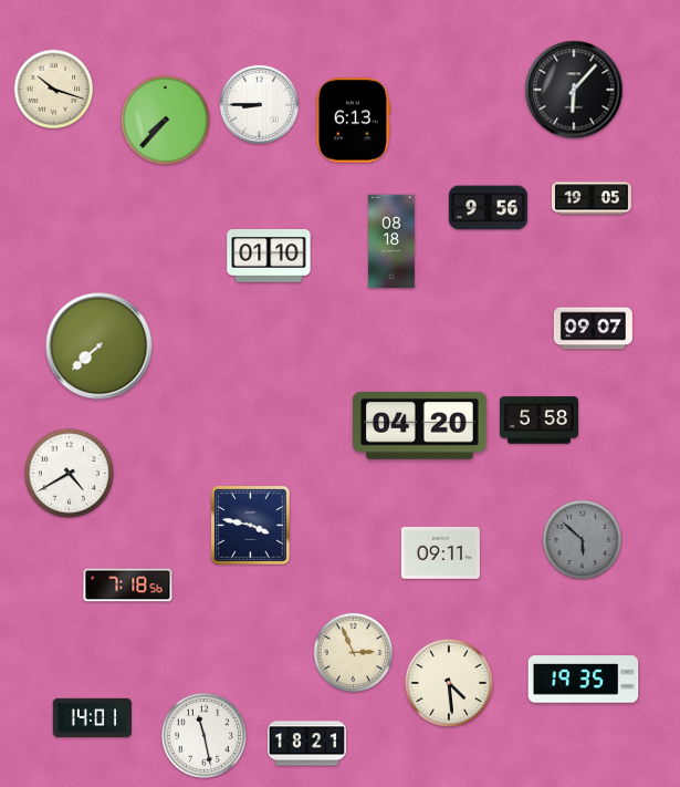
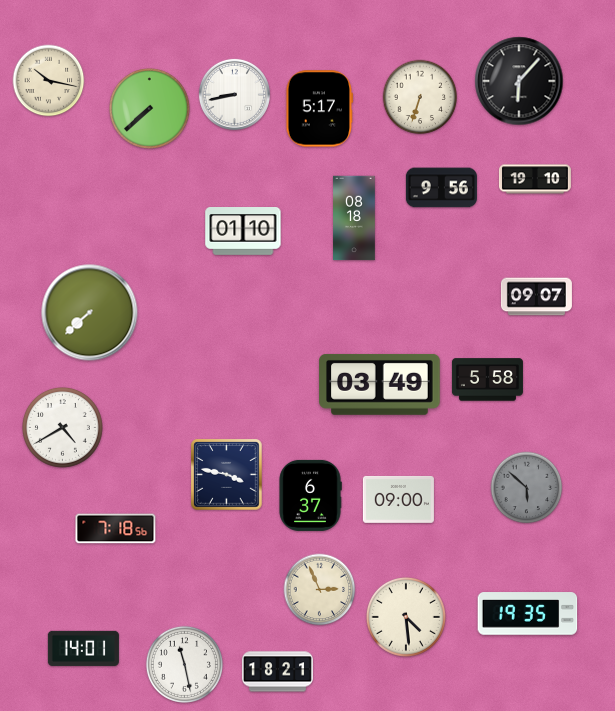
clock at (54, 90): 10:18 -> 10:17
clock at (259, 104): 8:45 -> 8:43
clock at (420, 97): none -> 6:33
clock at (166, 121): 7:37 -> 7:38
clock at (354, 121): 6:13 -> 5:17
clock at (592, 198): 19:05 -> 19:10
clock at (420, 425): 04:20 -> 03:49
clock at (310, 495): none -> 6:37
clock at (440, 553): 09:11 -> 09:00
